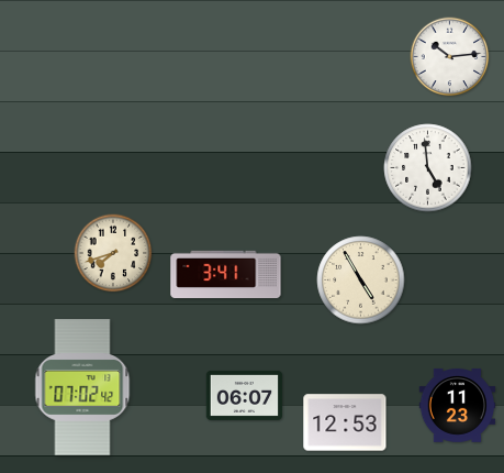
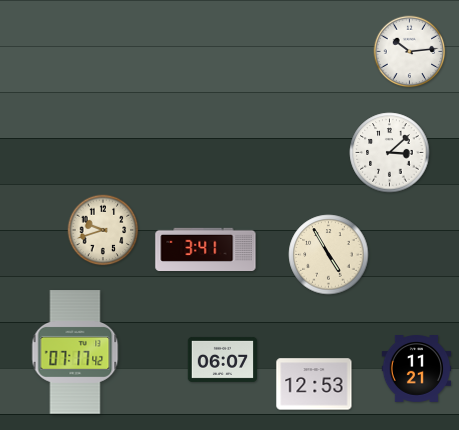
clock at (428, 168): 4:59 -> 3:08
clock at (113, 253): 7:42 -> 9:42
clock at (82, 387): 07:02 -> 07:17
clock at (458, 406): 11:23 -> 11:21
